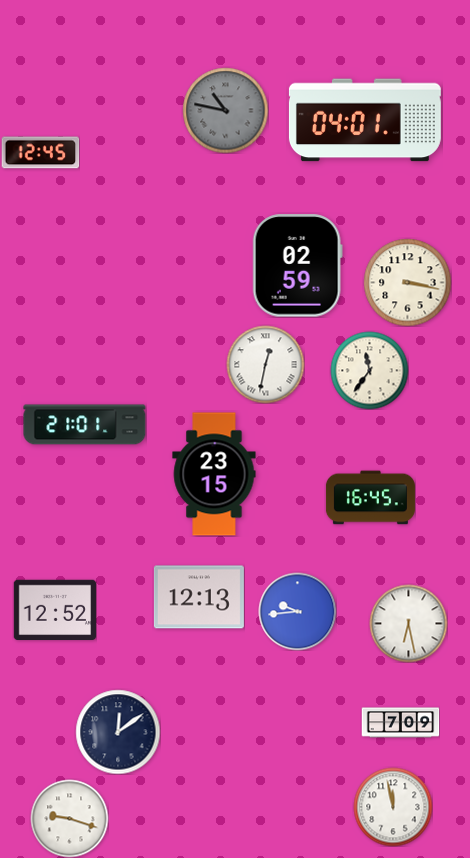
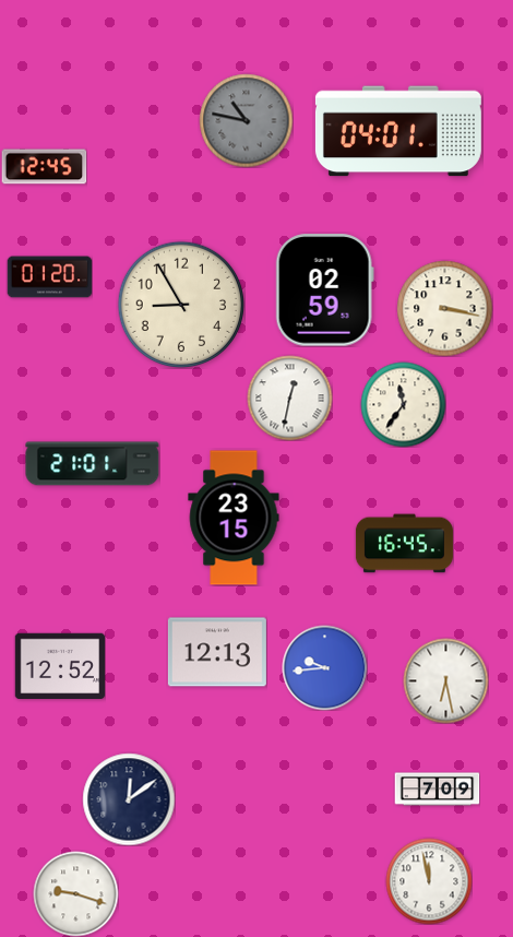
clock at (49, 277): none -> 01:20
clock at (180, 304): none -> 8:55
